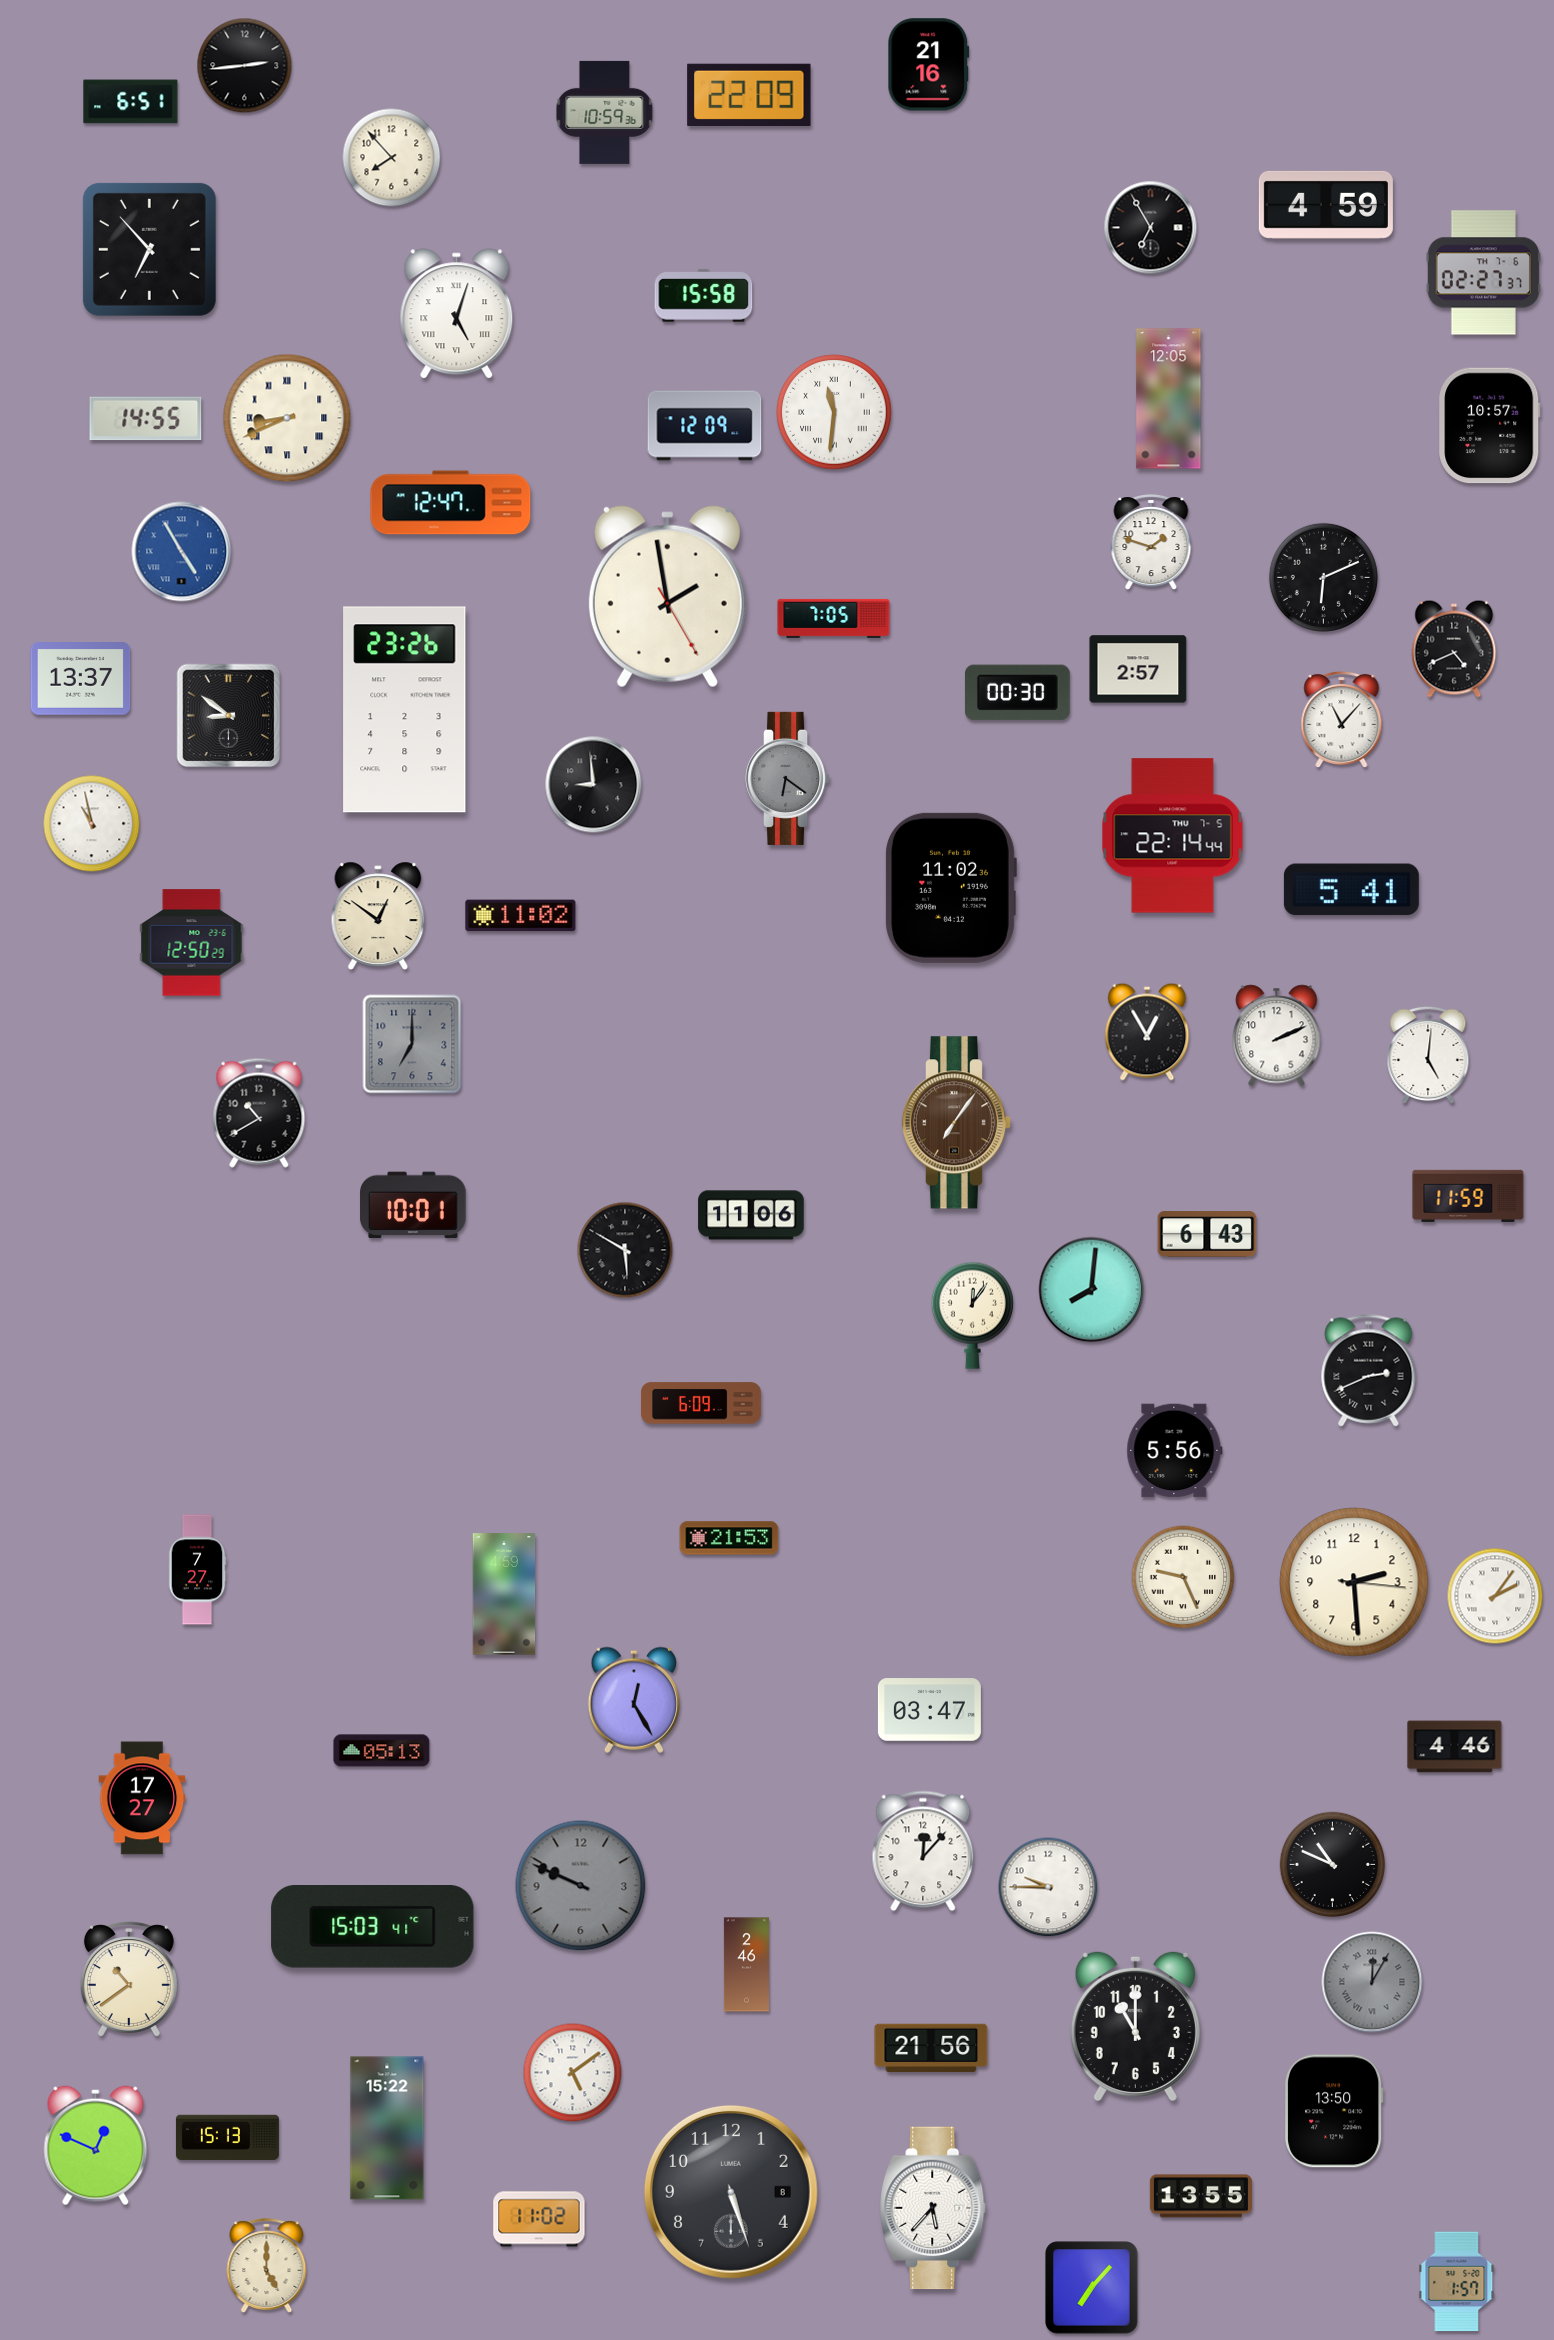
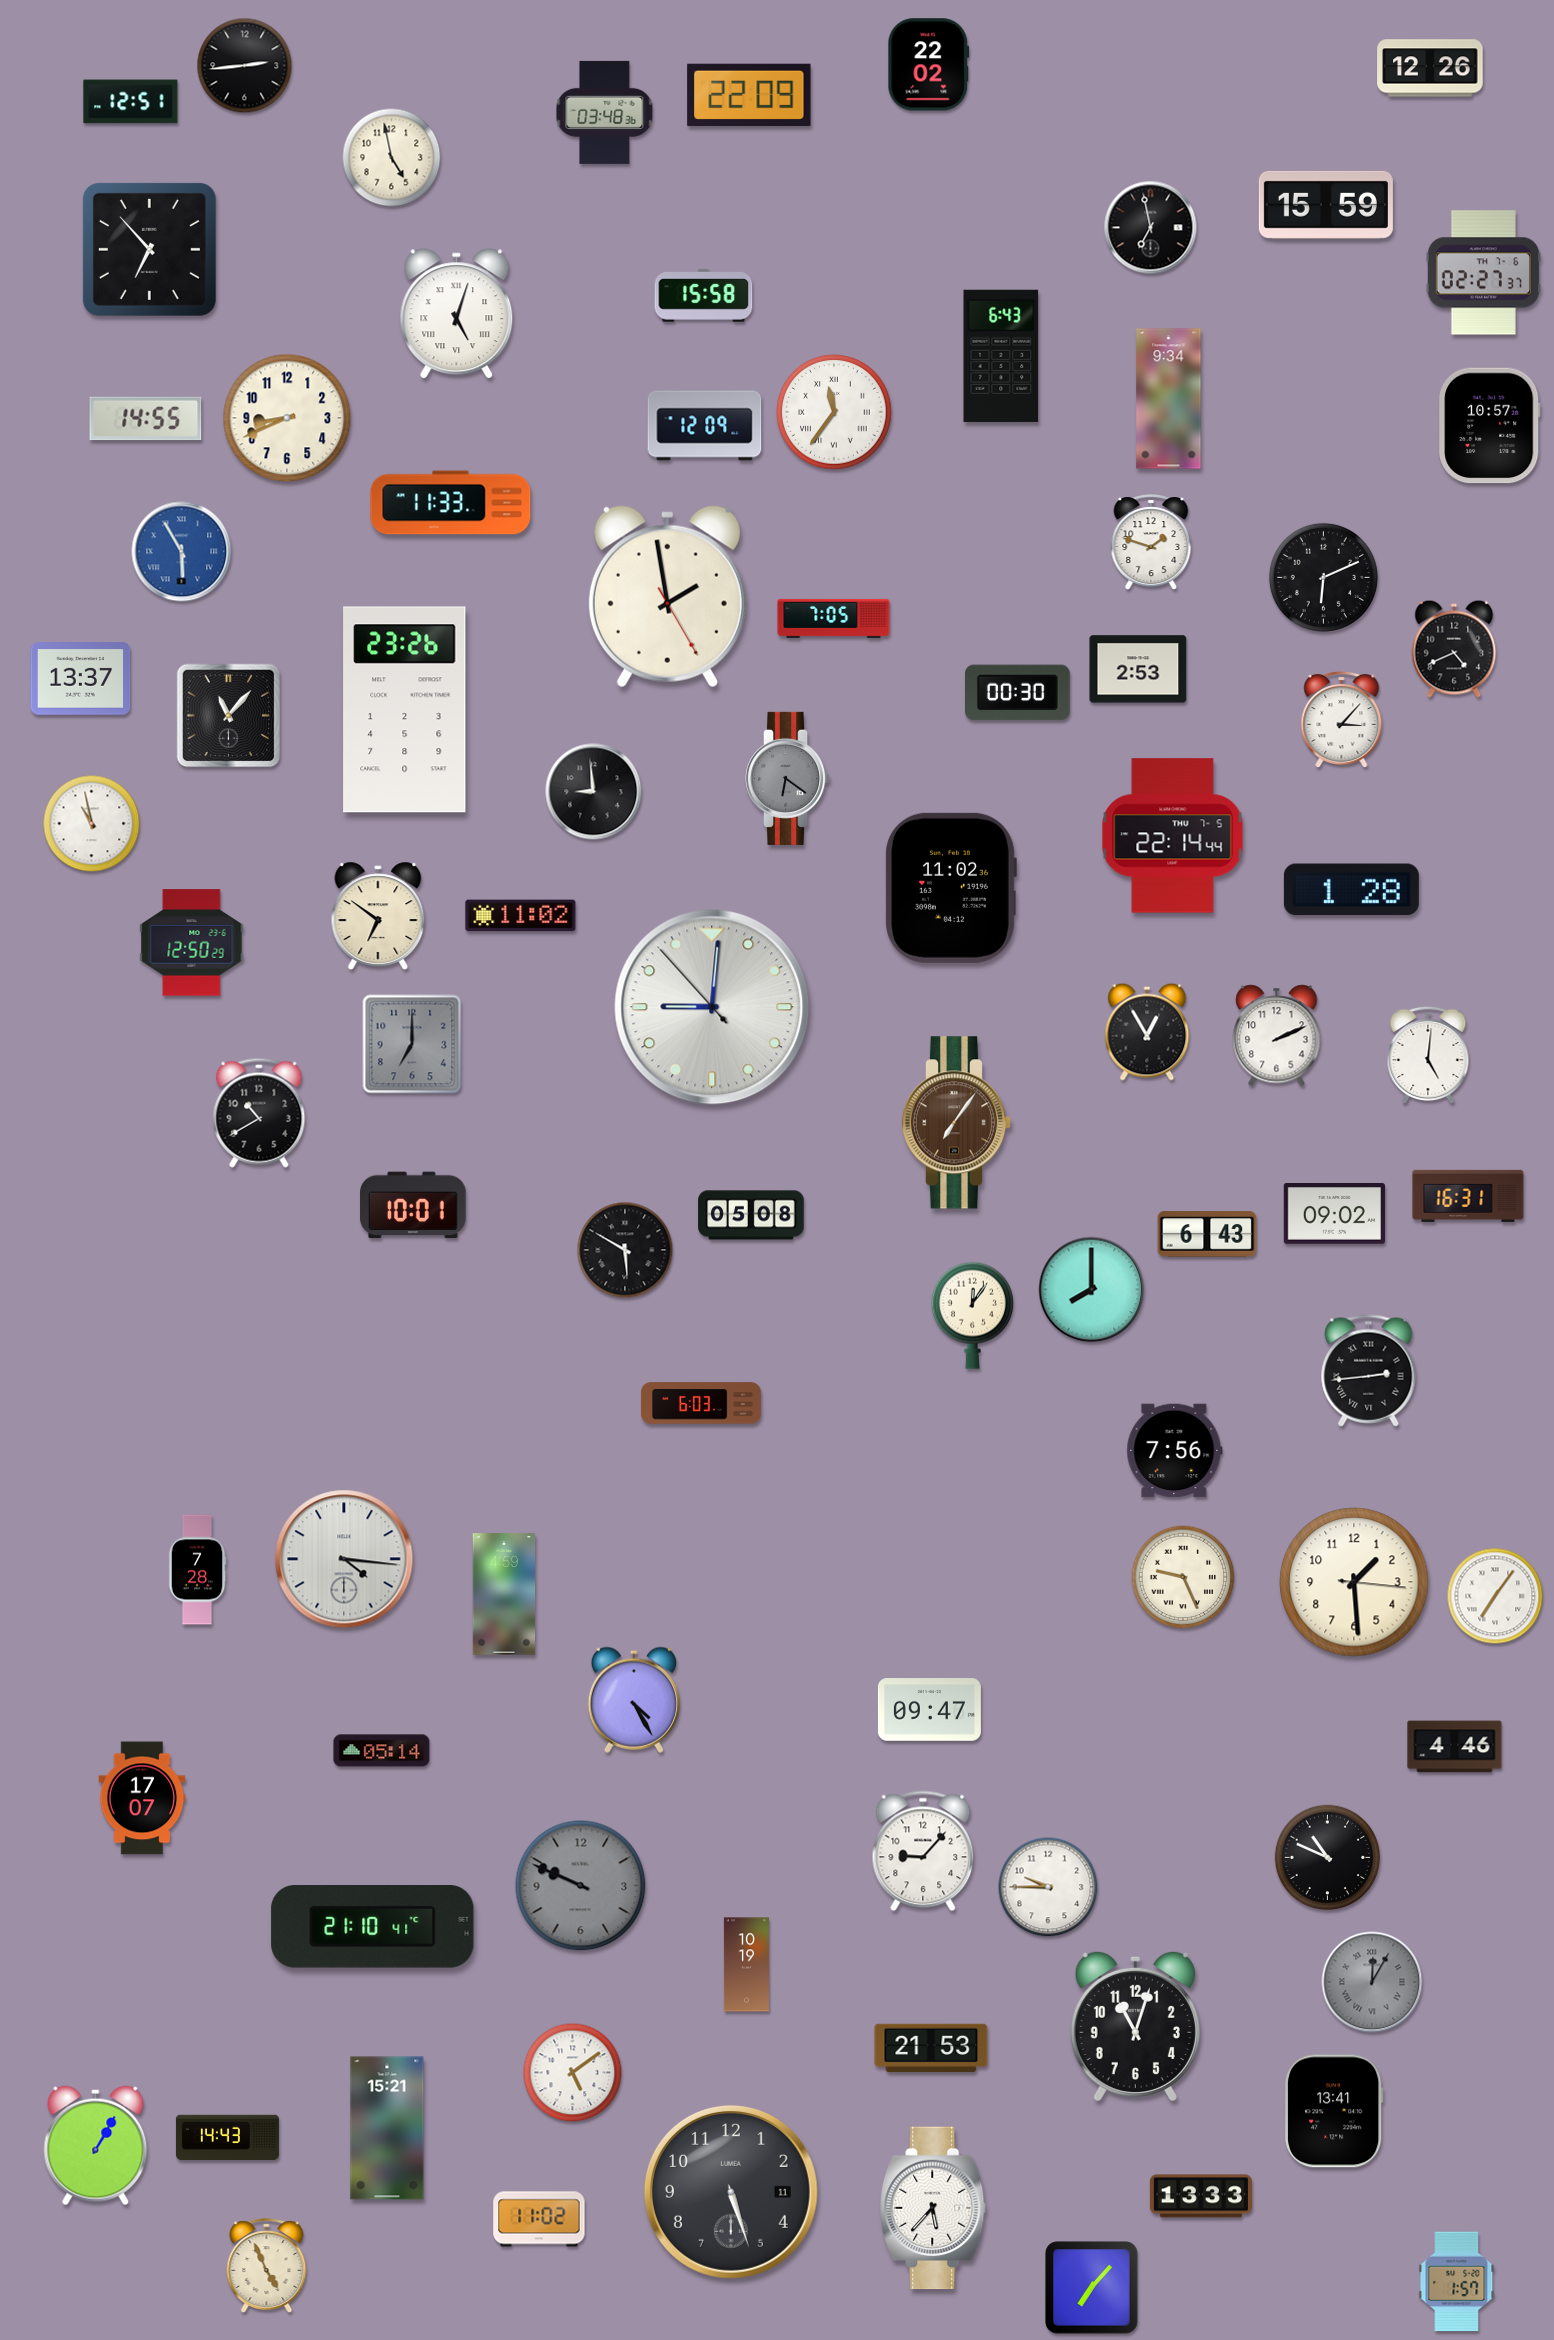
clock at (929, 65): 21:16 -> 22:02
clock at (1430, 68): none -> 12:26
clock at (131, 102): 6:51 -> 12:51
clock at (605, 112): 10:59 -> 03:48
clock at (392, 158): 7:53 -> 4:58
clock at (1326, 205): 4:59 -> 15:59
clock at (1151, 228): 6:55 -> 6:58
clock at (1001, 356): none -> 6:43
clock at (1169, 399): 12:05 -> 9:34
clock at (834, 412): 11:31 -> 11:36
clock at (287, 418) numerals: Roman -> Arabic
clock at (451, 503): 12:47 -> 11:33
clock at (182, 552): 4:55 -> 5:55
clock at (1138, 669): 2:57 -> 2:53
clock at (229, 716): 8:51 -> 11:07
clock at (1342, 720): 11:07 -> 3:07
clock at (594, 785) position: (594, 785) -> (594, 792)
clock at (1351, 890): 5:41 -> 1:28
clock at (378, 916): 12:51 -> 6:51
clock at (712, 1007): none -> 9:00
clock at (1468, 1196): 11:59 -> 16:31
clock at (1334, 1214): none -> 09:02
clock at (751, 1215): 11:06 -> 05:08
clock at (1092, 1290): 8:01 -> 8:00
clock at (1369, 1371): 2:41 -> 2:44
clock at (702, 1403): 6:09 -> 6:03
clock at (1175, 1451): 5:56 -> 7:56
clock at (729, 1538): 21:53 -> none
clock at (344, 1559): none -> 4:16
clock at (197, 1570): 7:27 -> 7:28
clock at (1354, 1582): 2:29 -> 1:29
clock at (1495, 1596): 2:06 -> 7:06
clock at (634, 1700): 12:25 -> 4:25
clock at (929, 1710): 03:47 -> 09:47
clock at (382, 1751): 05:13 -> 05:14
clock at (142, 1798): 17:27 -> 17:07
clock at (923, 1851): 12:07 -> 9:07
clock at (1332, 1864) position: (1332, 1864) -> (1327, 1857)
clock at (373, 1927): 15:03 -> 21:10
clock at (746, 1965): 2:46 -> 10:19
clock at (129, 1979): 10:39 -> none
clock at (1135, 2025): 11:00 -> 11:03
clock at (931, 2048): 21:56 -> 21:53
clock at (1335, 2111): 13:50 -> 13:41
clock at (387, 2128): 15:22 -> 15:21
clock at (227, 2138): 15:13 -> 14:43
clock at (96, 2146): 12:49 -> 1:05
clock at (731, 2192) date: 8 -> 11
clock at (1201, 2196): 13:55 -> 13:33
clock at (267, 2266): 5:00 -> 4:56
